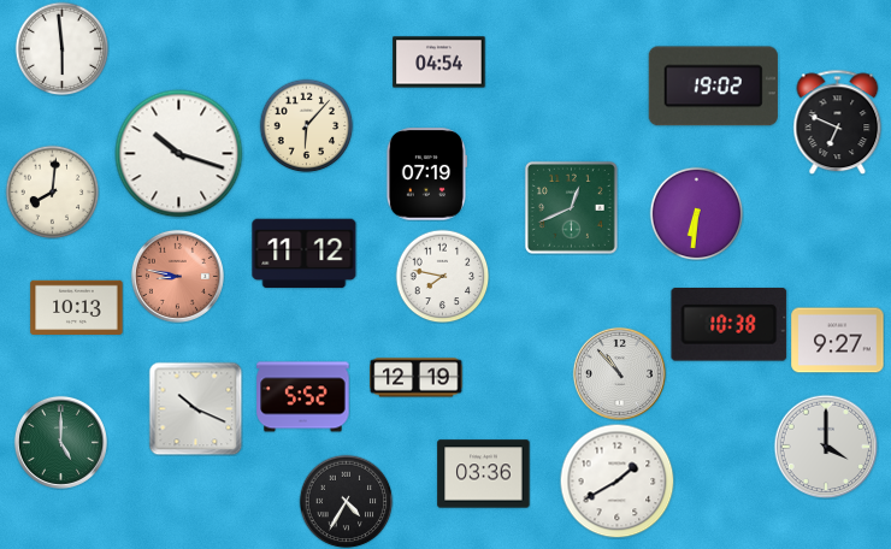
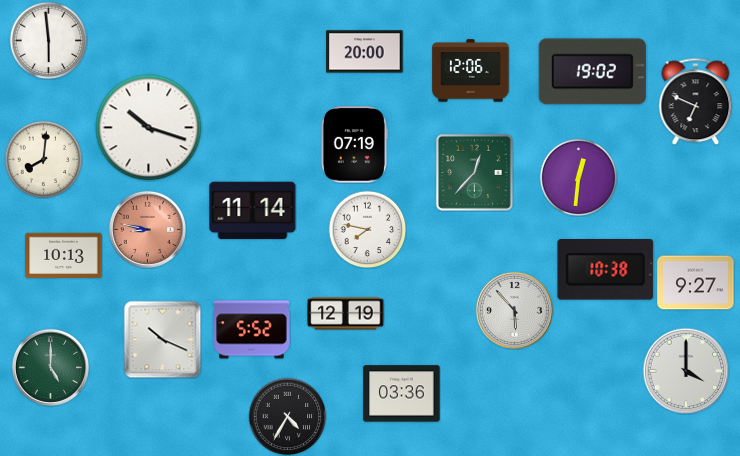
clock at (61, 48) position: (61, 48) -> (48, 40)
clock at (439, 63): 04:54 -> 20:00
clock at (471, 71): none -> 12:06
clock at (306, 125): 6:07 -> none
clock at (571, 207): 12:41 -> 12:37
clock at (696, 213): 6:31 -> 12:31
clock at (305, 254): 11:12 -> 11:14
clock at (619, 373): 10:53 -> 5:53
clock at (616, 480): 1:40 -> none
